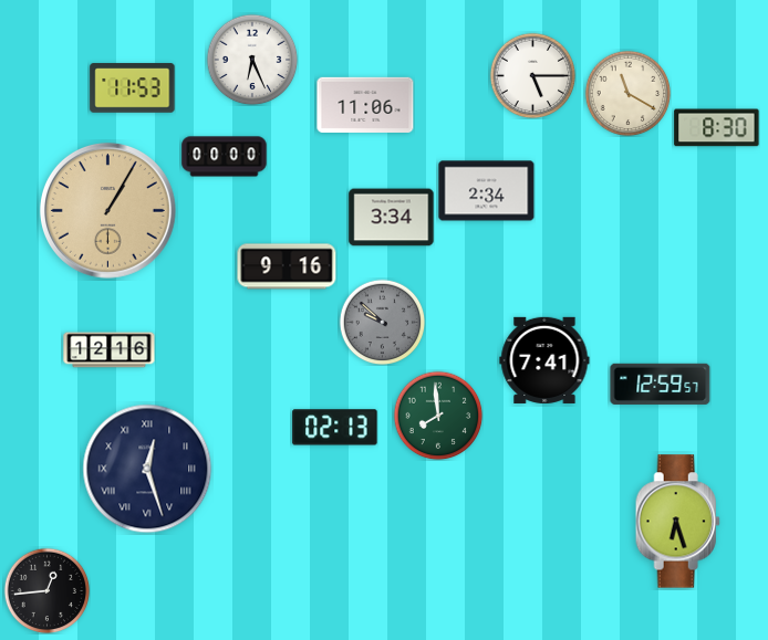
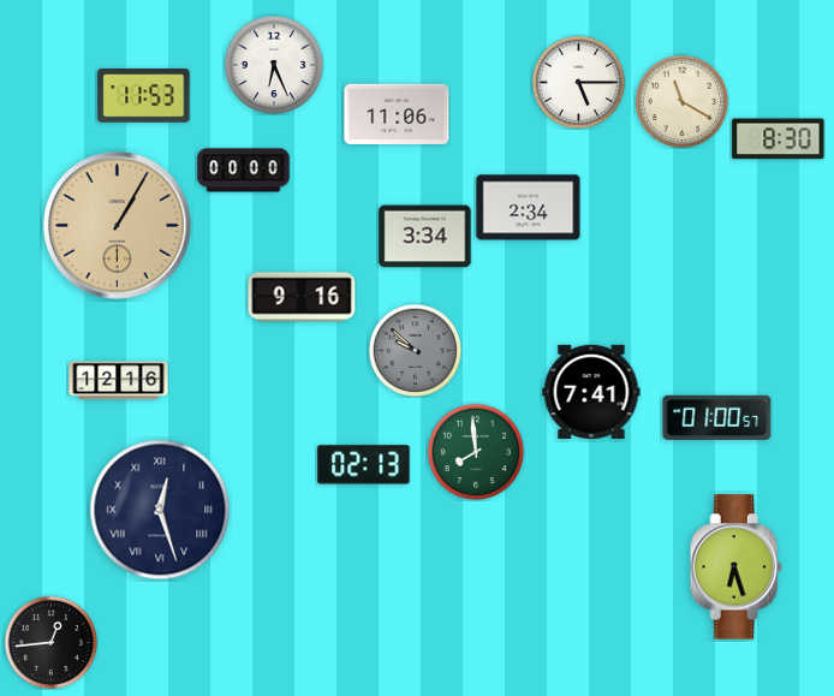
clock at (107, 210) position: (107, 210) -> (117, 225)
clock at (287, 266) position: (287, 266) -> (302, 297)
clock at (661, 384): 12:59 -> 01:00
